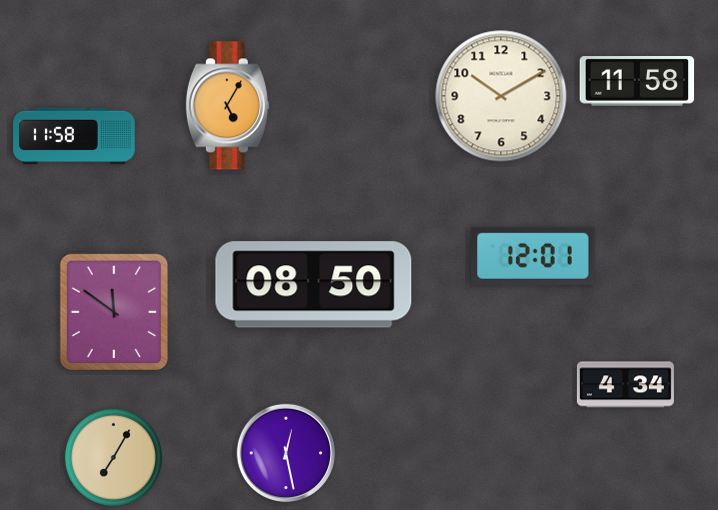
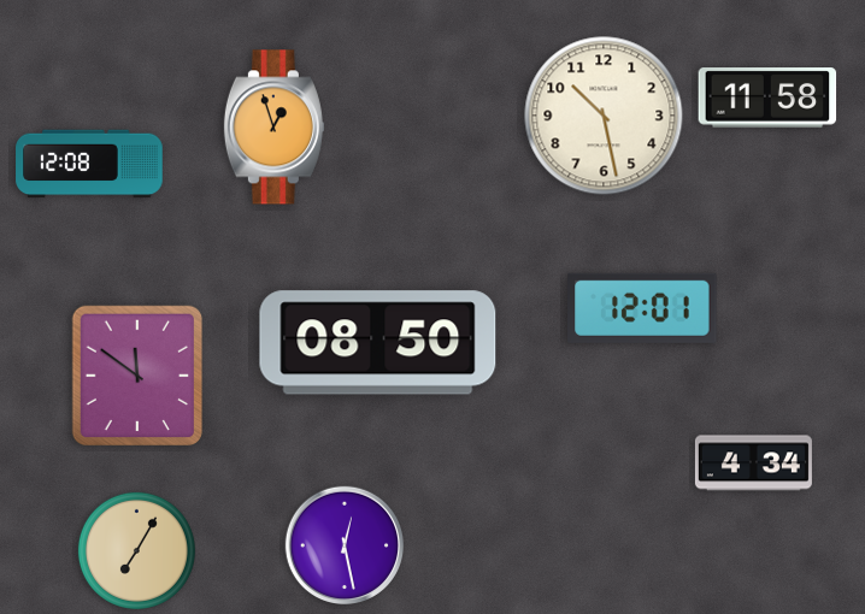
clock at (501, 96): 10:10 -> 10:28
clock at (227, 106): 5:05 -> 12:57
clock at (74, 136): 11:58 -> 12:08
